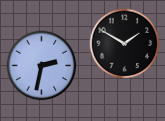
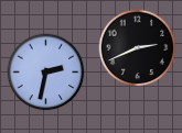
clock at (125, 44): 1:50 -> 2:41
